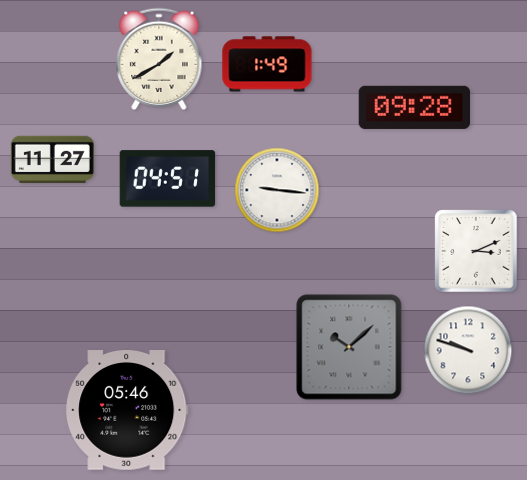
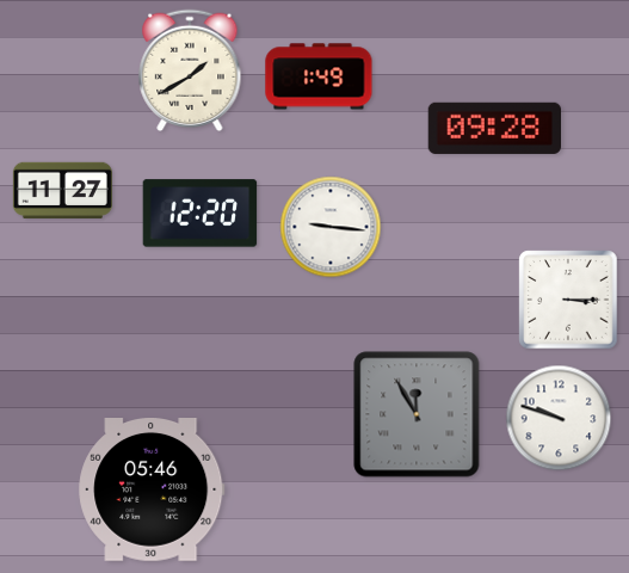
clock at (168, 179): 04:51 -> 12:20
clock at (476, 251): 3:11 -> 3:15
clock at (349, 347): 10:08 -> 11:55
